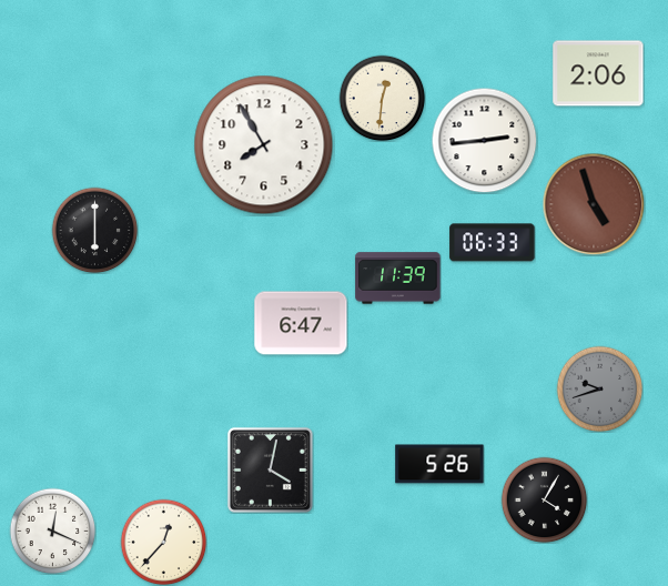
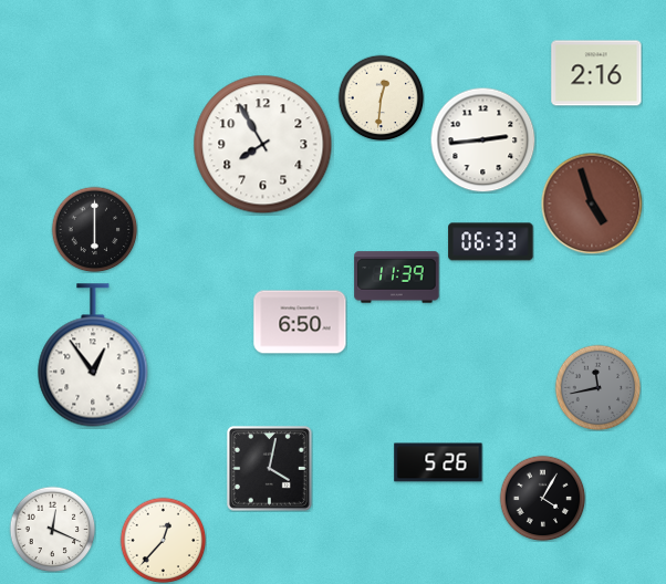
clock at (598, 73): 2:06 -> 2:16
clock at (301, 323): 6:47 -> 6:50
clock at (93, 355): none -> 12:54
clock at (599, 388): 9:42 -> 11:43
